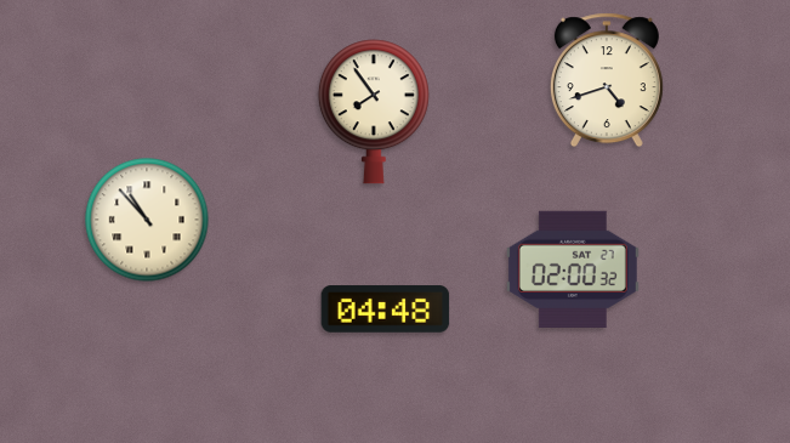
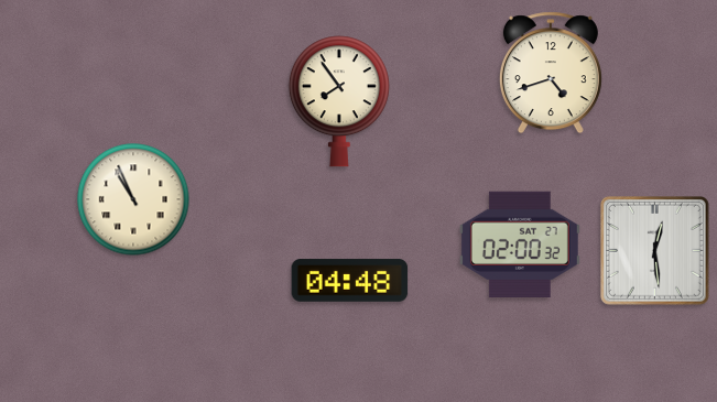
clock at (147, 220): 10:53 -> 10:56
clock at (654, 250): none -> 12:29
